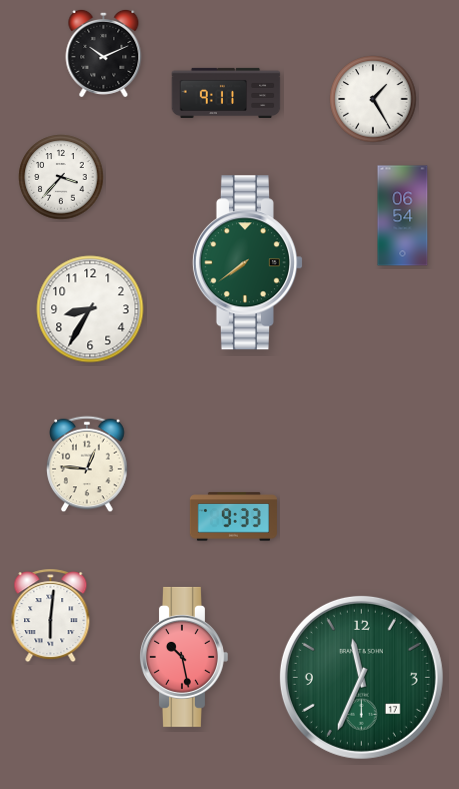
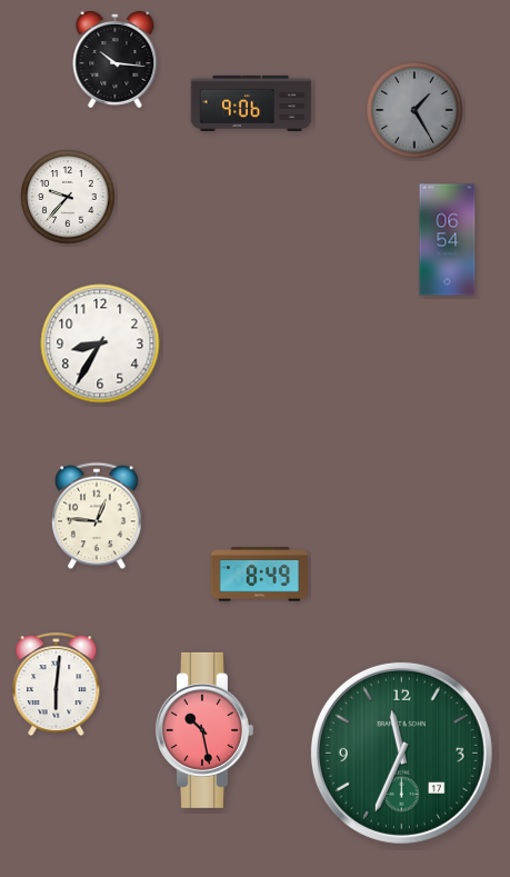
clock at (104, 53): 10:11 -> 10:16
clock at (226, 93): 9:11 -> 9:06
clock at (373, 99) dial: white -> grey
clock at (61, 177): 3:37 -> 9:37
clock at (247, 263): 7:39 -> none
clock at (233, 517): 9:33 -> 8:49
